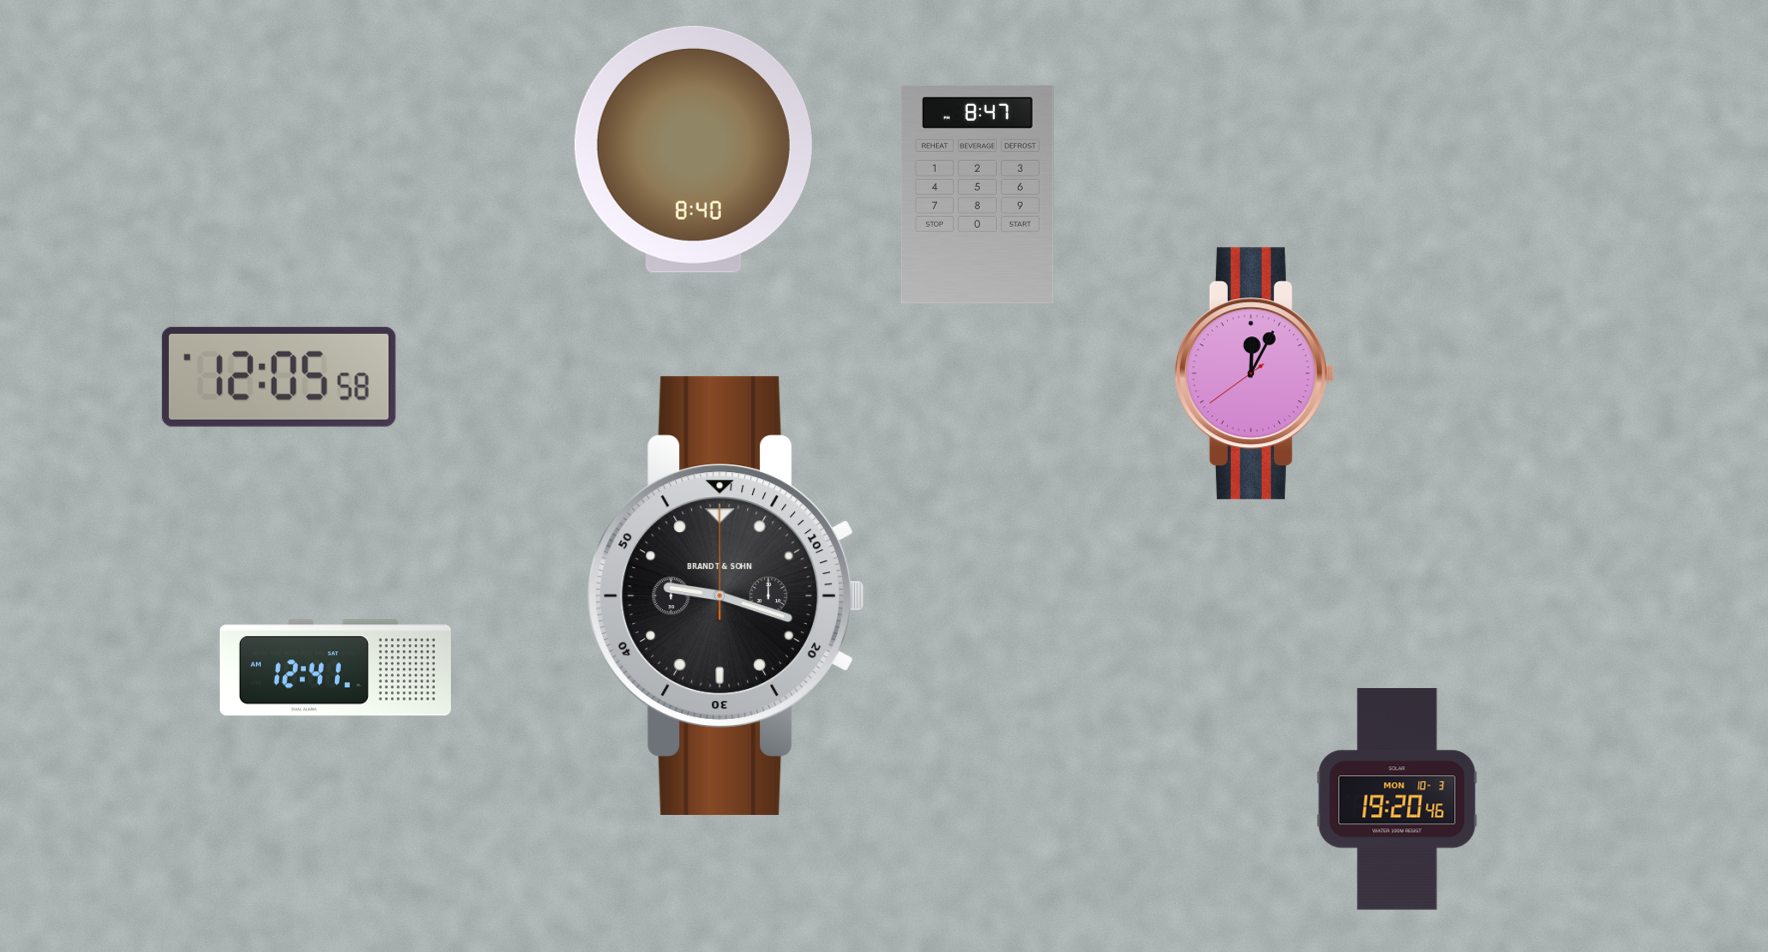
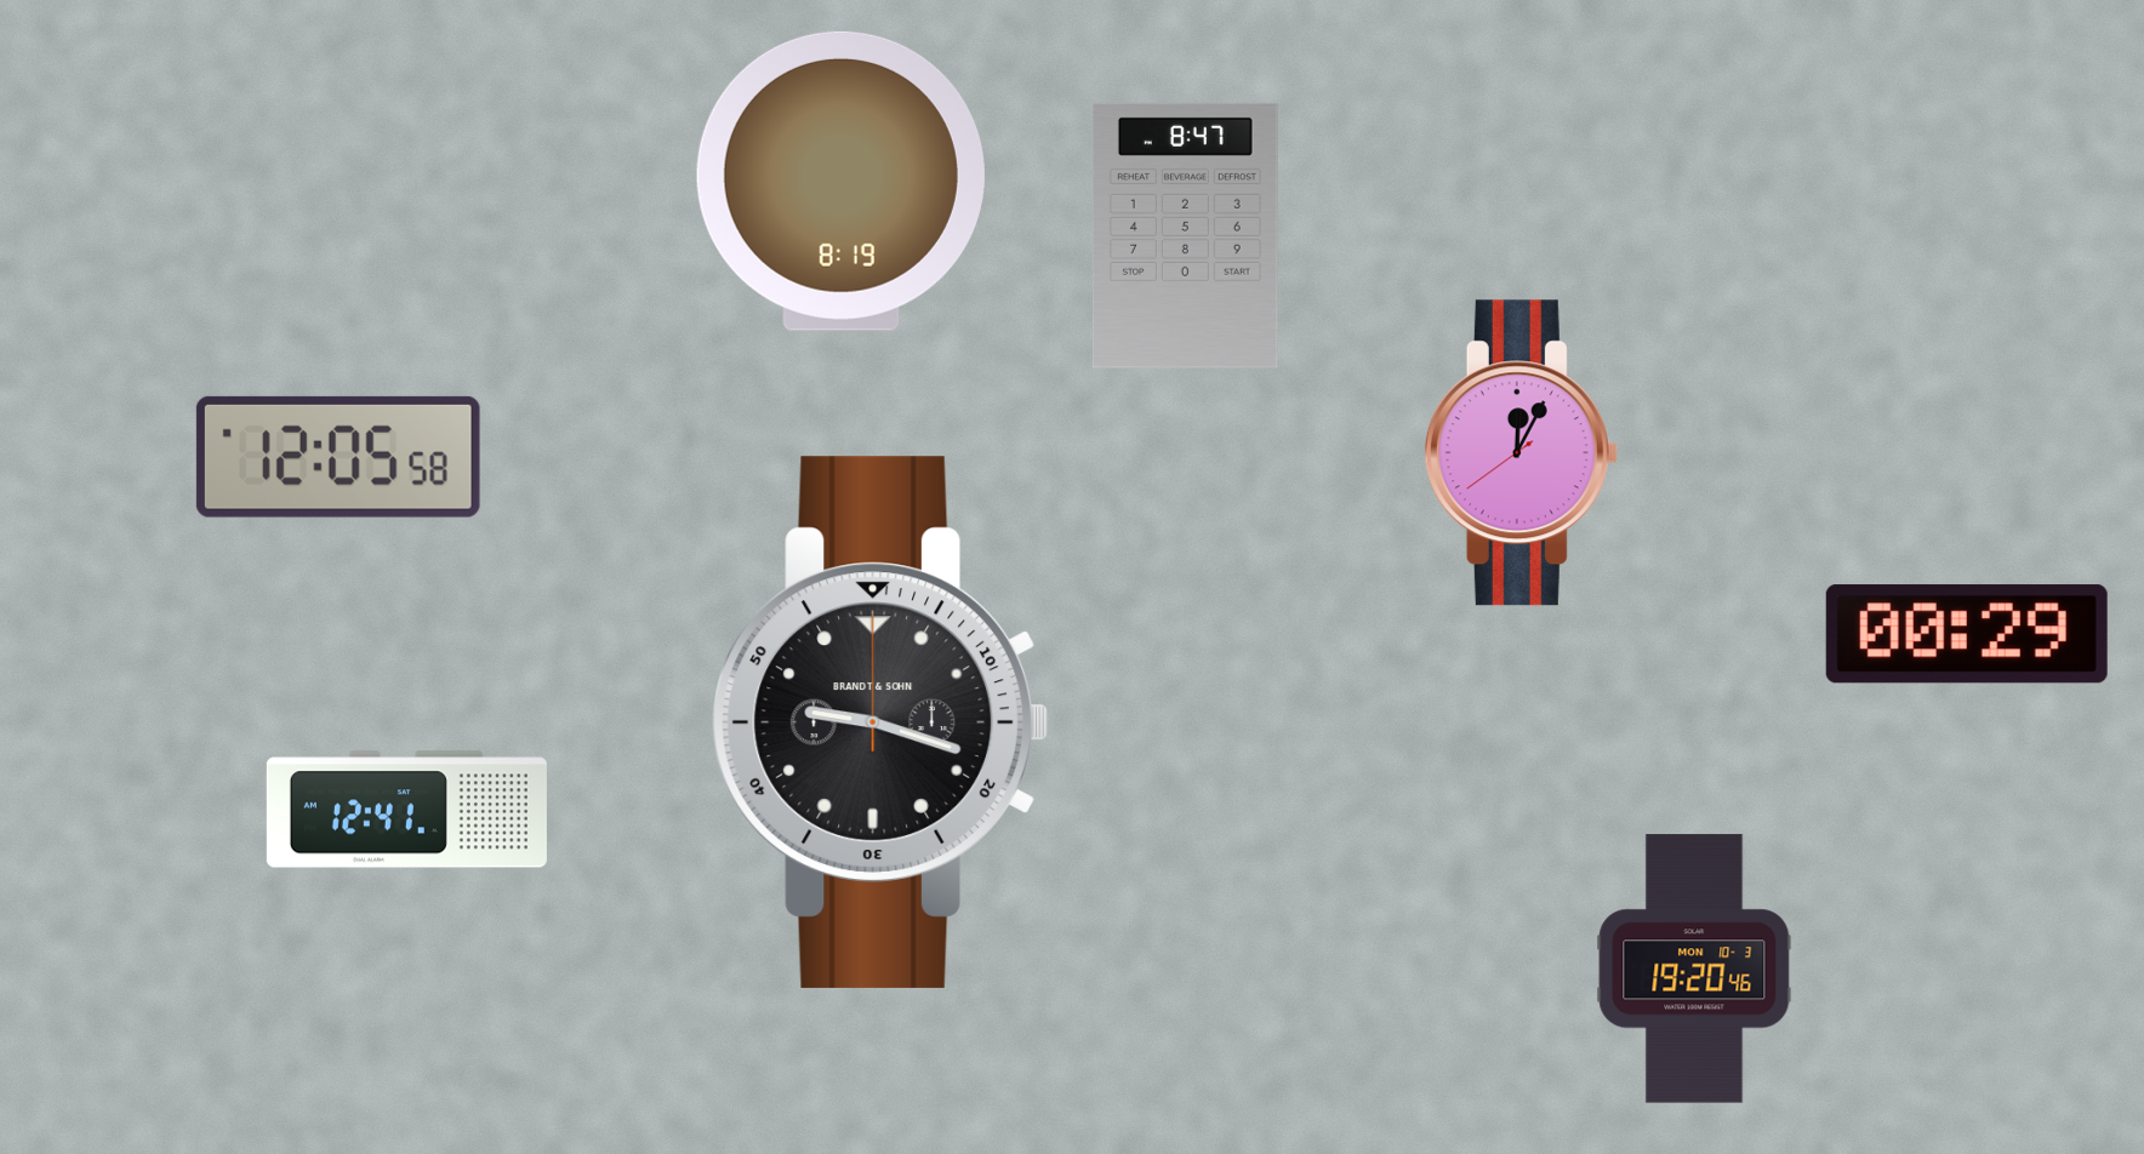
clock at (693, 149): 8:40 -> 8:19
clock at (1967, 634): none -> 00:29
